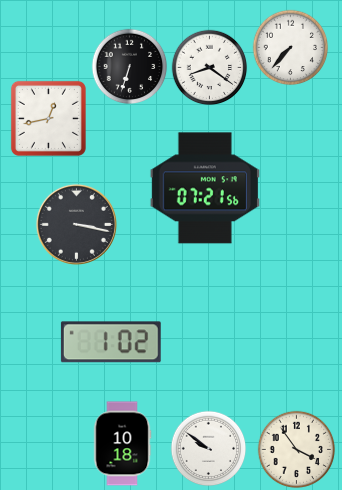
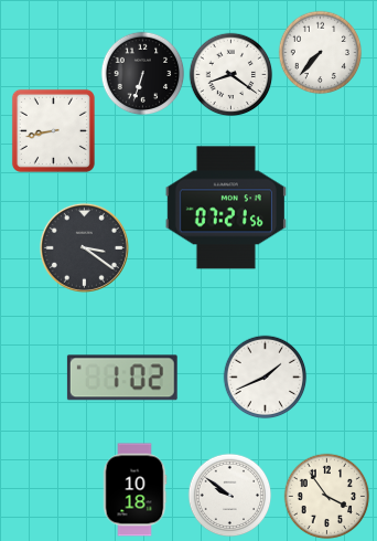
clock at (48, 118): 12:43 -> 8:43
clock at (76, 224): 3:17 -> 3:21
clock at (266, 378): none -> 1:41
